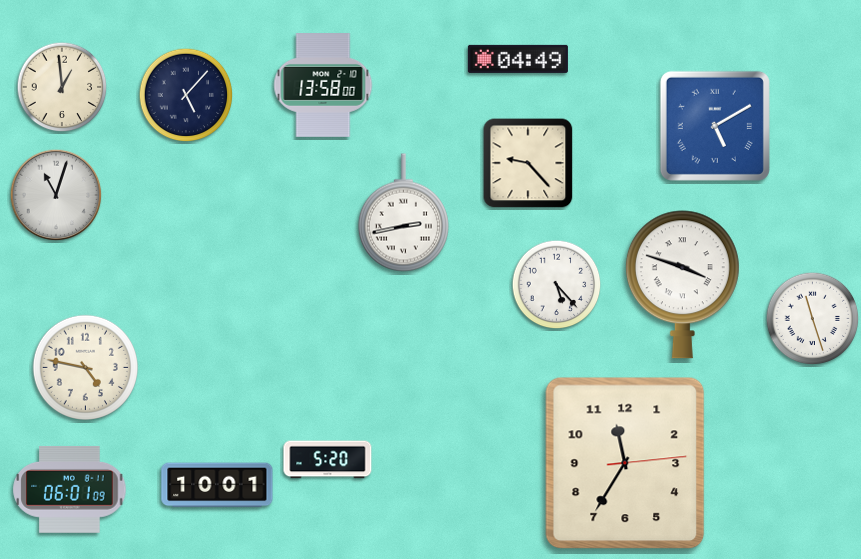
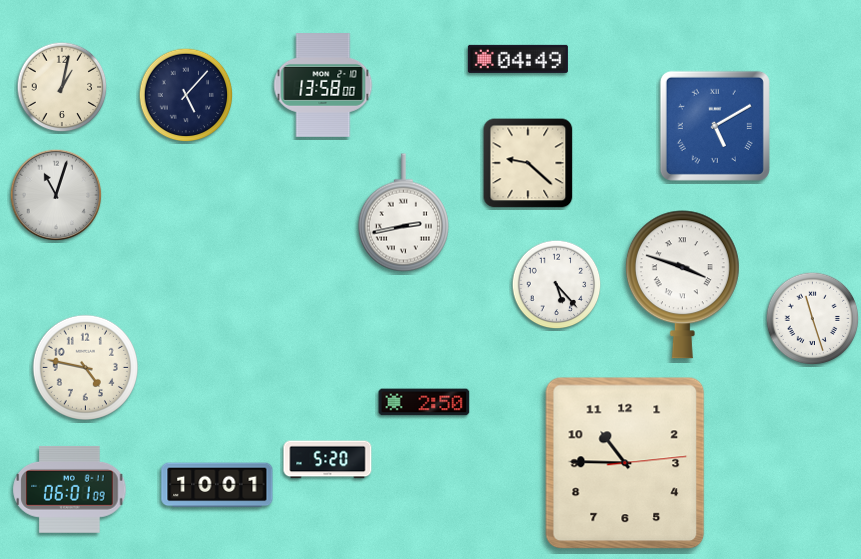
clock at (62, 87): 12:59 -> 1:02
clock at (528, 163): 9:23 -> 9:22
clock at (424, 402): none -> 2:50
clock at (625, 463): 11:35 -> 10:45
